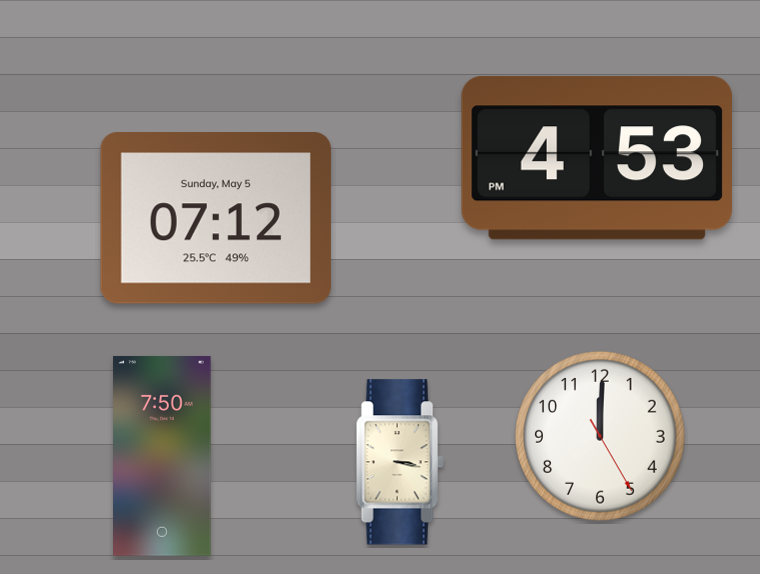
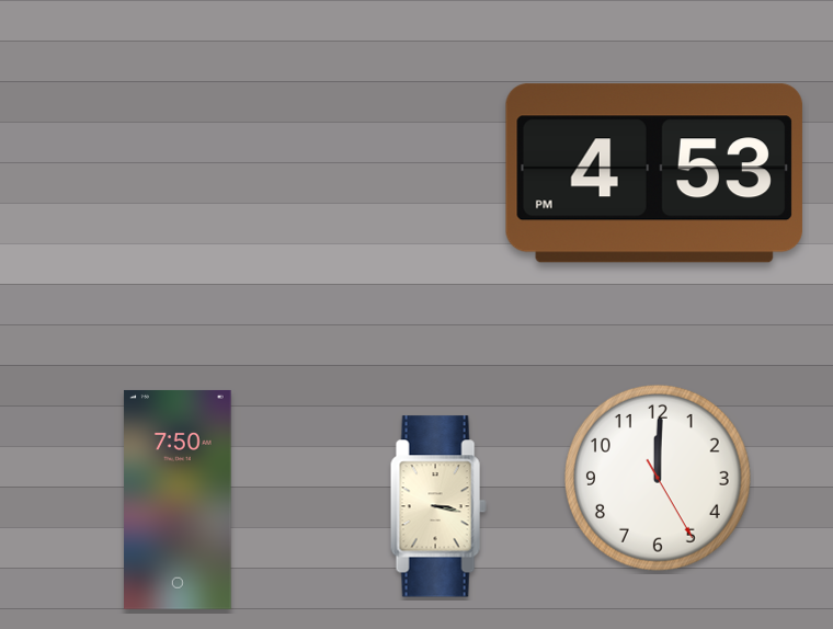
clock at (216, 218): 07:12 -> none
